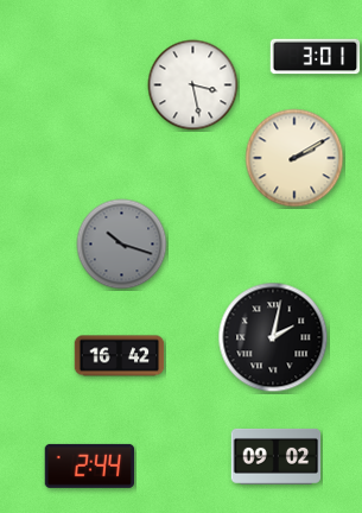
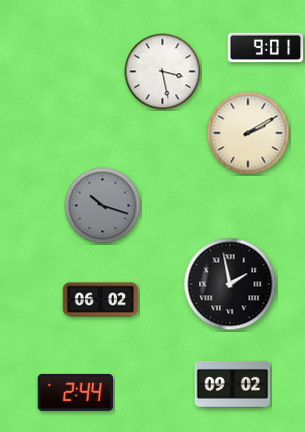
clock at (316, 57): 3:01 -> 9:01
clock at (273, 337): 2:02 -> 1:58
clock at (120, 356): 16:42 -> 06:02
